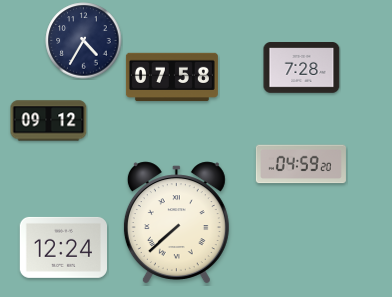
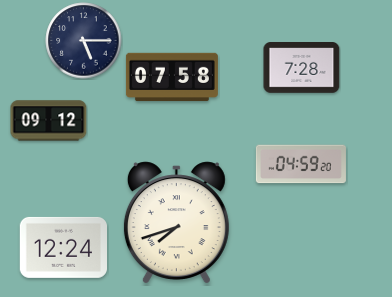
clock at (84, 41): 4:35 -> 5:15
clock at (176, 223): 7:38 -> 7:42
